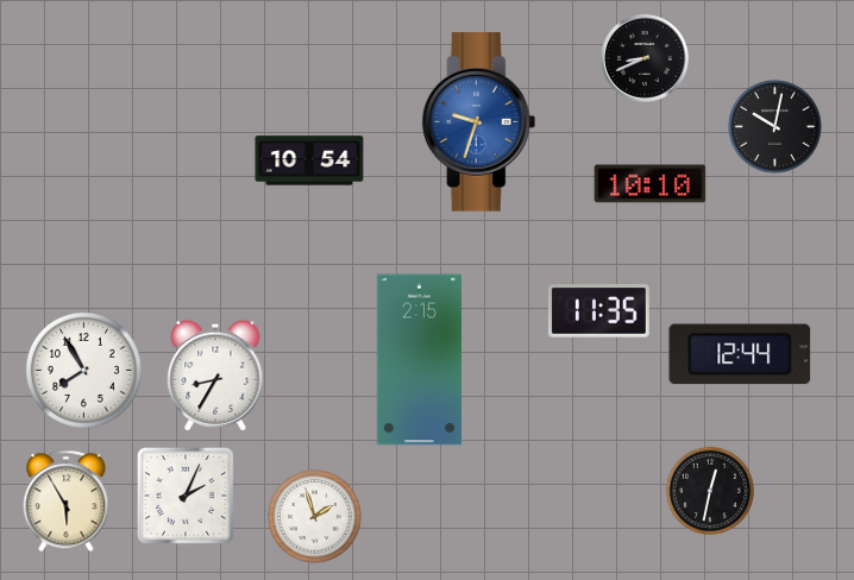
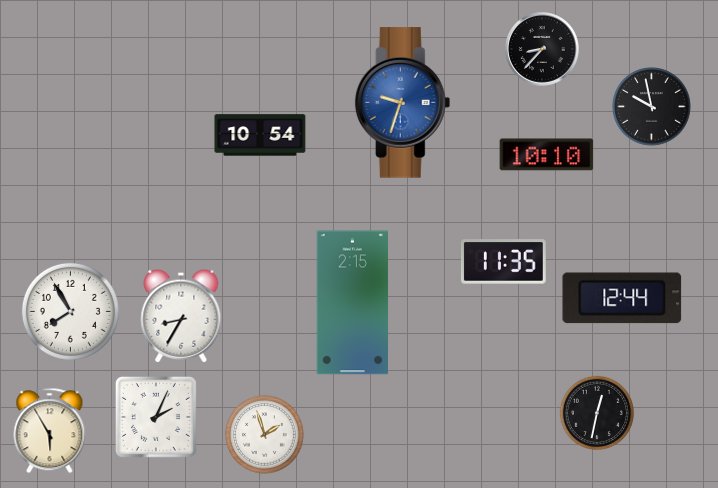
clock at (645, 58): 8:41 -> 8:37
clock at (775, 127): 10:02 -> 9:58
clock at (67, 502) position: (67, 502) -> (50, 431)
